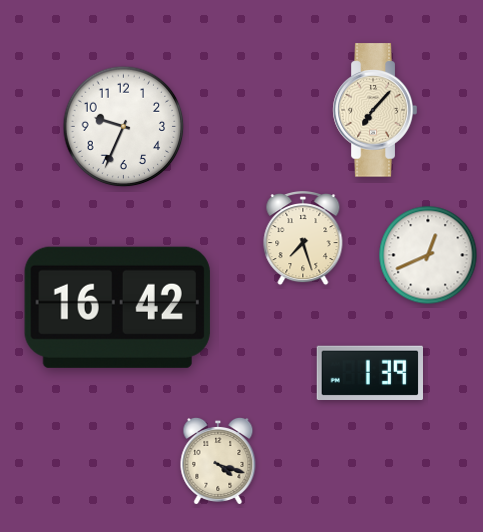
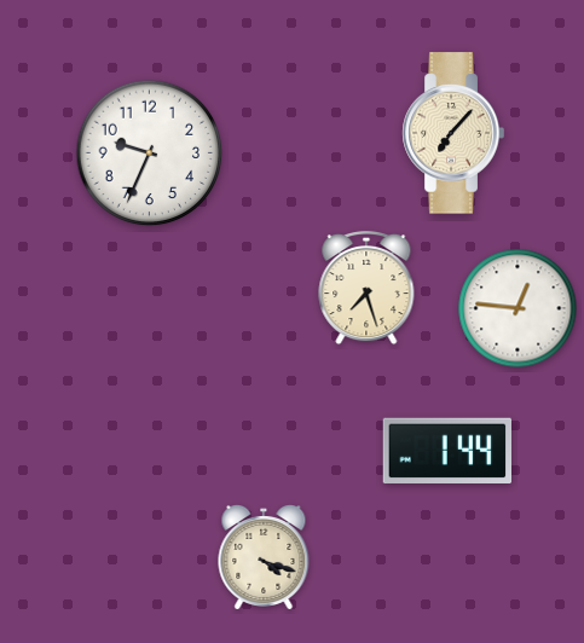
clock at (428, 255): 12:41 -> 12:46
clock at (117, 307): 16:42 -> none
clock at (369, 373): 1:39 -> 1:44
